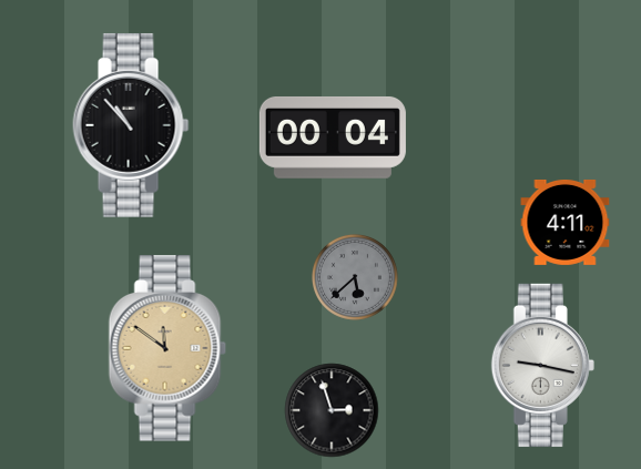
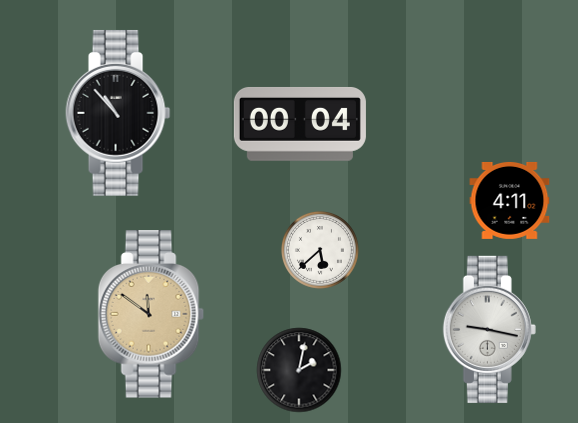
clock at (355, 277) dial: grey -> white
clock at (332, 410): 2:57 -> 2:02
